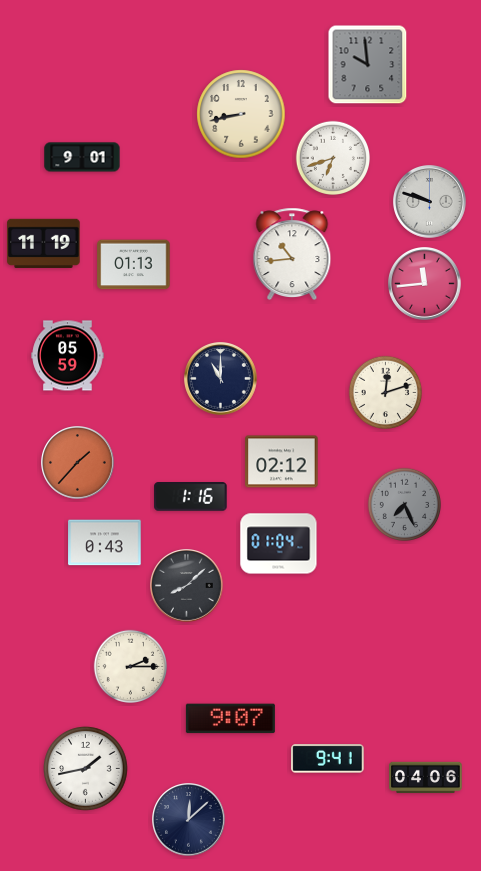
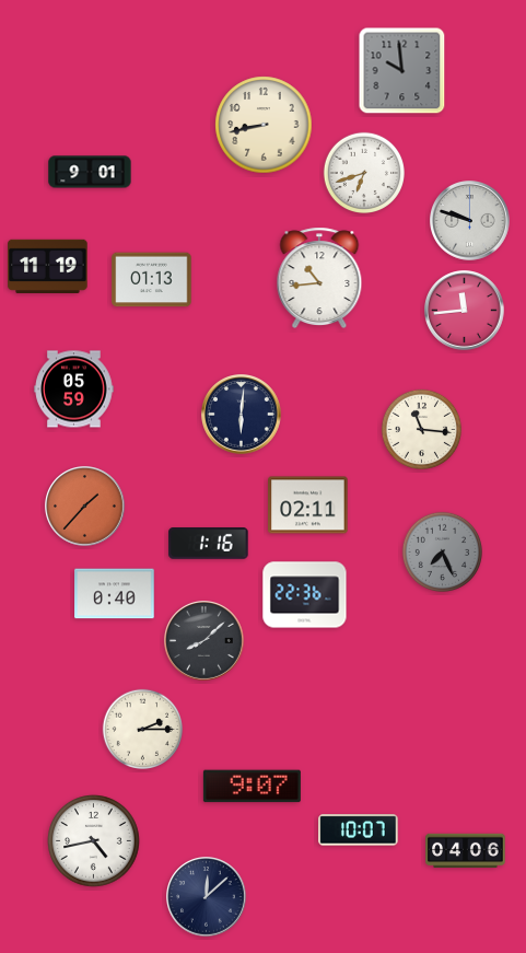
clock at (134, 265) position: (134, 265) -> (152, 280)
clock at (221, 379): 11:00 -> 6:01
clock at (385, 392): 12:12 -> 11:16
clock at (282, 462): 02:12 -> 02:11
clock at (105, 543): 0:43 -> 0:40
clock at (279, 544): 01:04 -> 22:36
clock at (328, 759): 9:41 -> 10:07
clock at (86, 769): 1:43 -> 4:43
